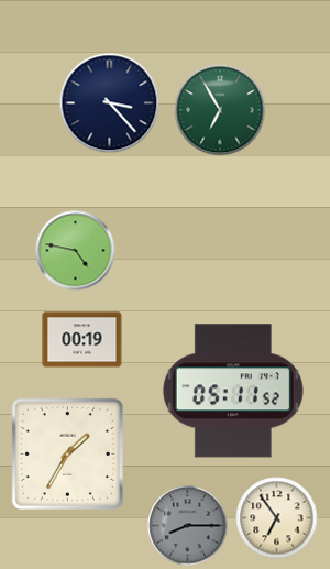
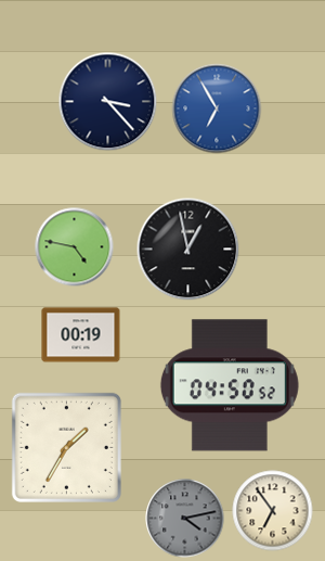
clock at (220, 110) dial: green -> blue
clock at (188, 250): none -> 12:58
clock at (233, 391): 05:11 -> 04:50
clock at (188, 526): 8:15 -> 4:13
